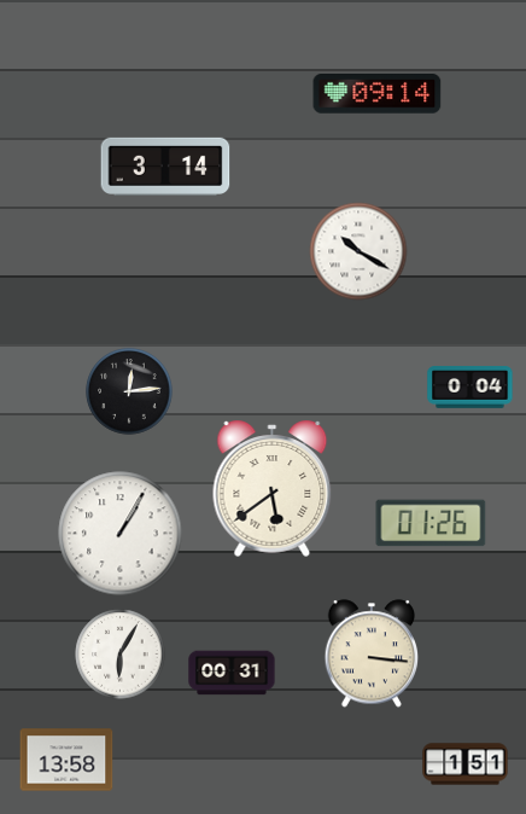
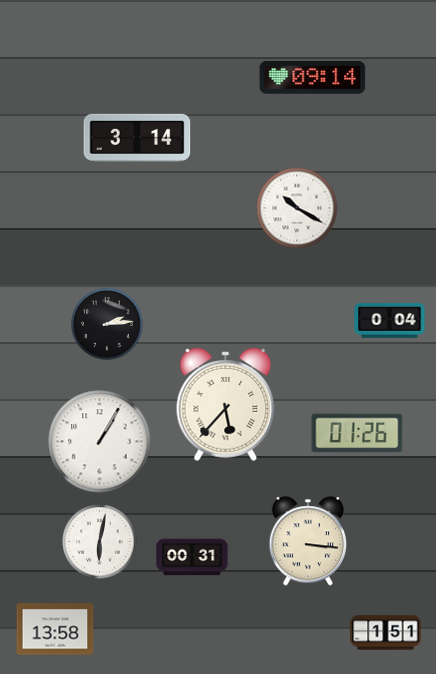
clock at (129, 391): 12:14 -> 2:14
clock at (273, 488): 5:39 -> 5:37
clock at (121, 655): 6:05 -> 6:02
